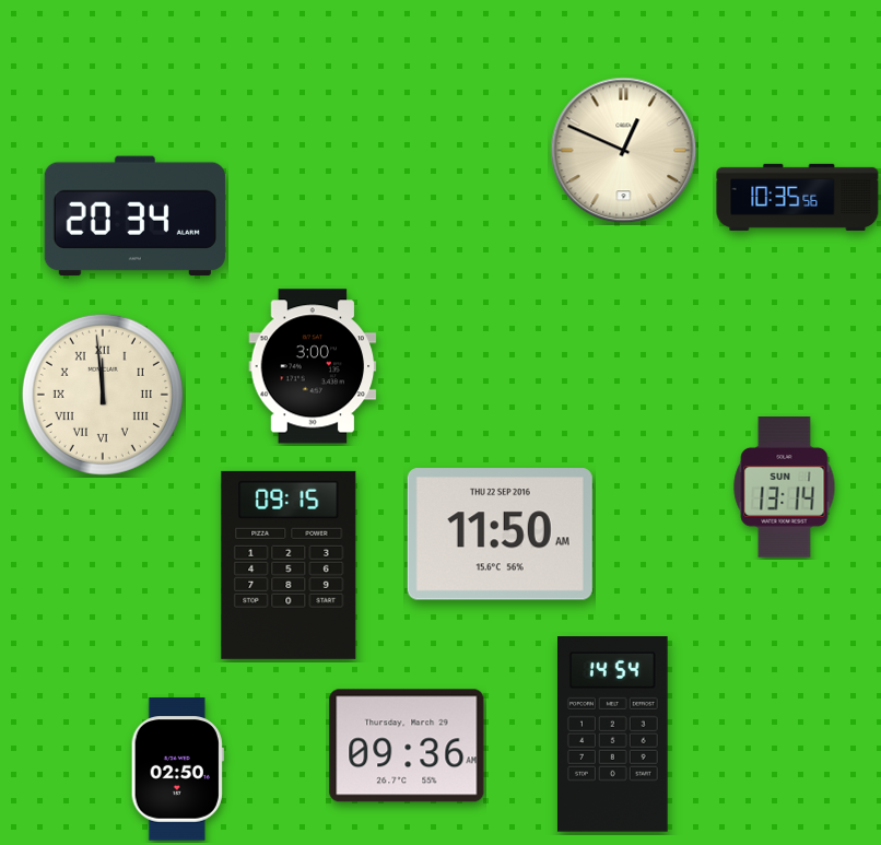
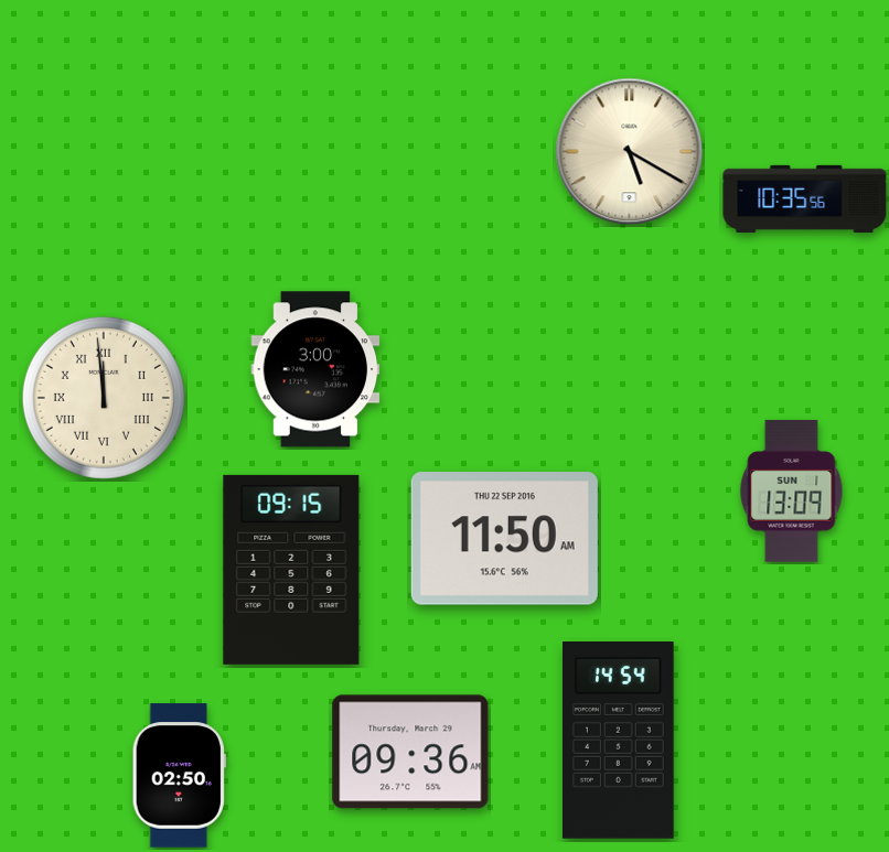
clock at (624, 151): 12:49 -> 5:20
clock at (134, 216): 20:34 -> none
clock at (785, 488): 13:14 -> 13:09
